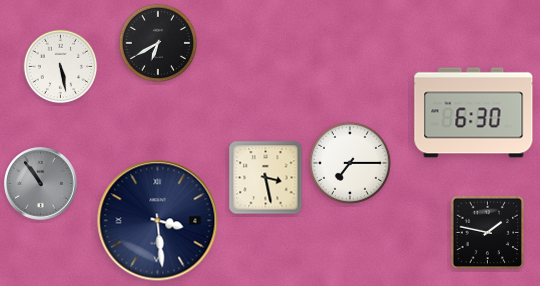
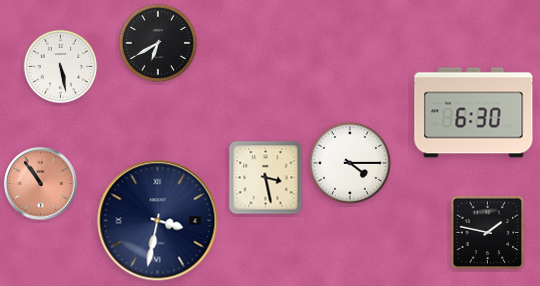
clock at (350, 163): 7:15 -> 4:15
clock at (40, 183) dial: grey -> salmon
clock at (158, 221): 3:29 -> 3:32
